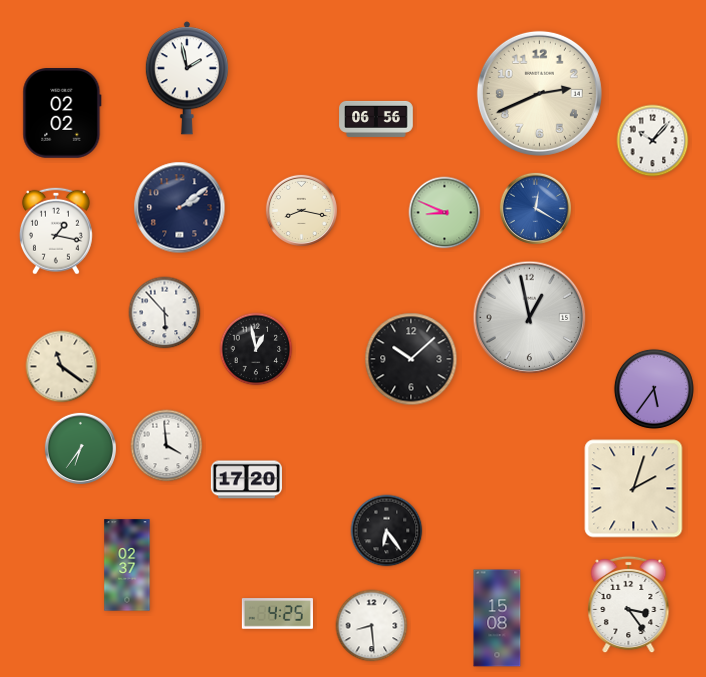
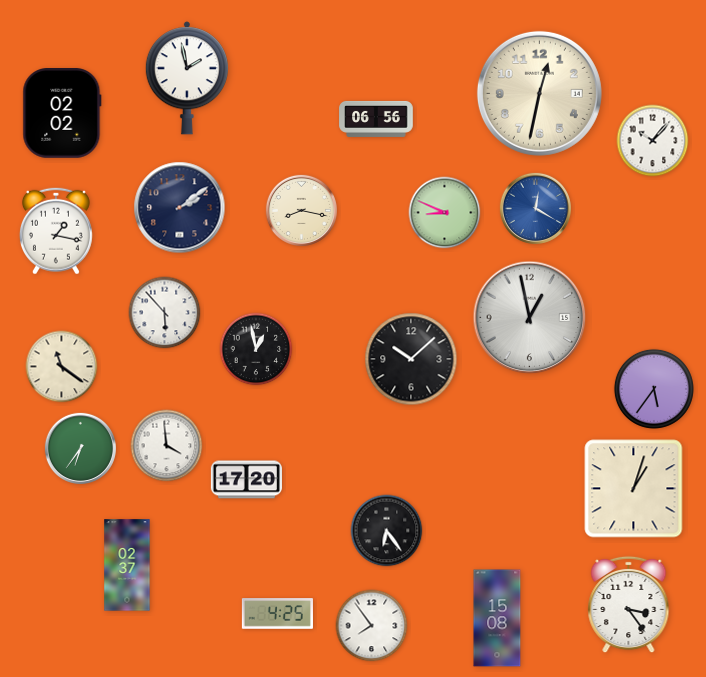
clock at (539, 93): 2:41 -> 12:32
clock at (634, 489): 2:03 -> 1:03
clock at (372, 626): 8:29 -> 7:54
